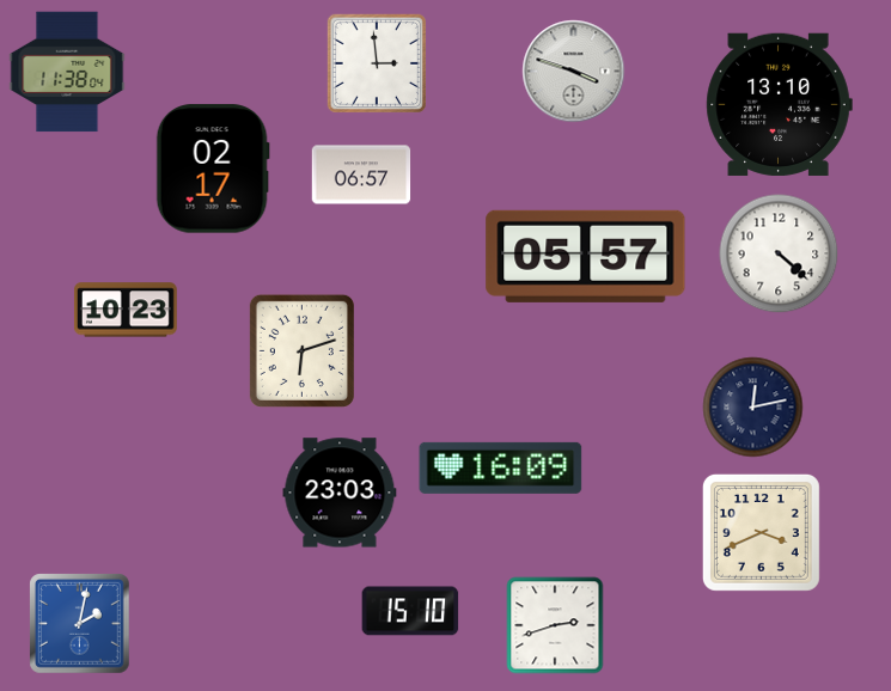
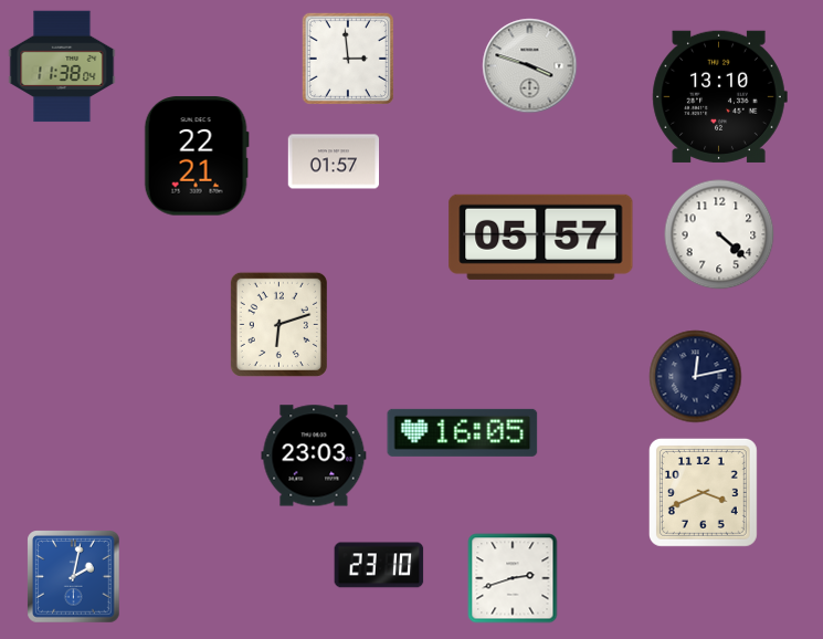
clock at (213, 169): 02:17 -> 22:21
clock at (361, 175): 06:57 -> 01:57
clock at (126, 310): 10:23 -> none
clock at (501, 467): 16:09 -> 16:05
clock at (410, 611): 15:10 -> 23:10
